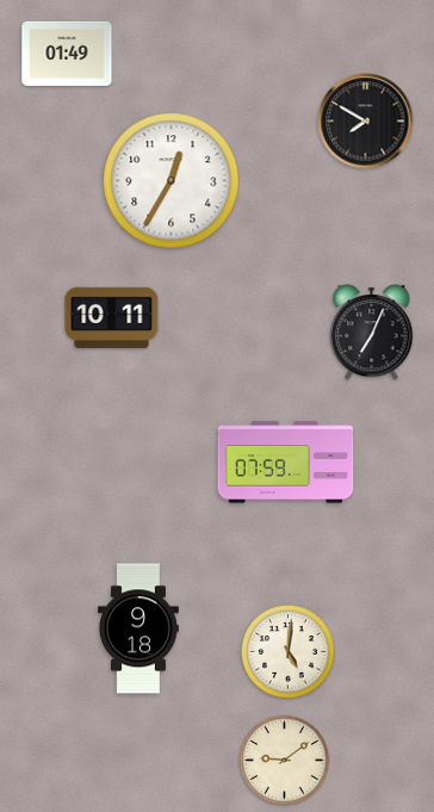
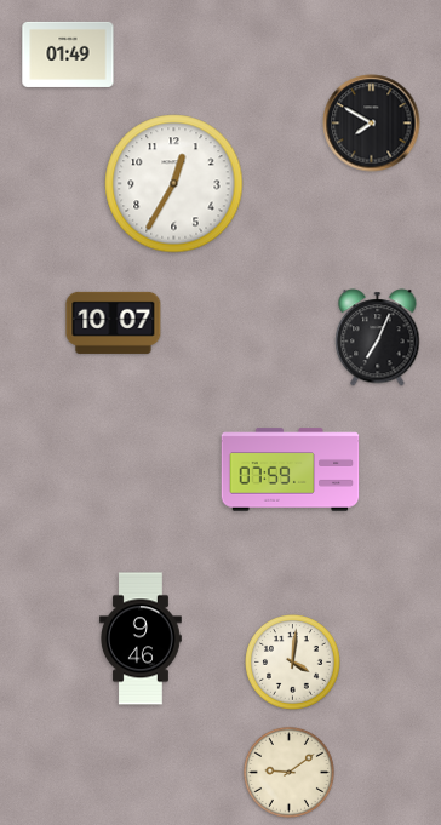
clock at (112, 317): 10:11 -> 10:07
clock at (138, 628): 9:18 -> 9:46
clock at (289, 652): 5:01 -> 4:01
